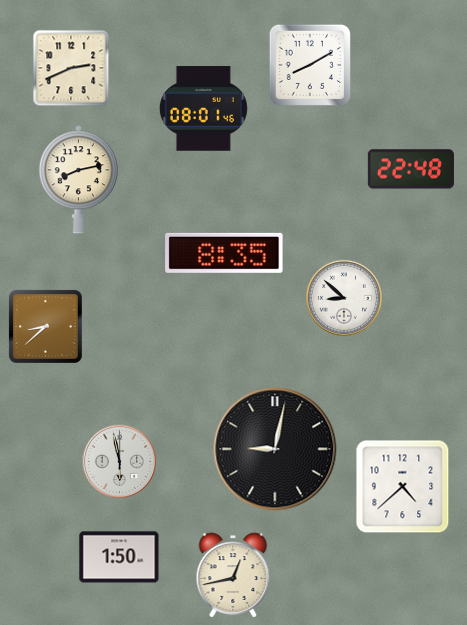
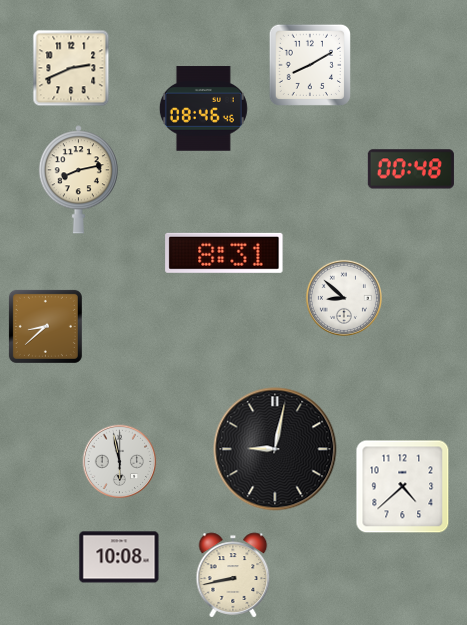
clock at (203, 109): 08:01 -> 08:46
clock at (411, 169): 22:48 -> 00:48
clock at (224, 253): 8:35 -> 8:31
clock at (119, 557): 1:50 -> 10:08
clock at (233, 575): 12:43 -> 8:43
